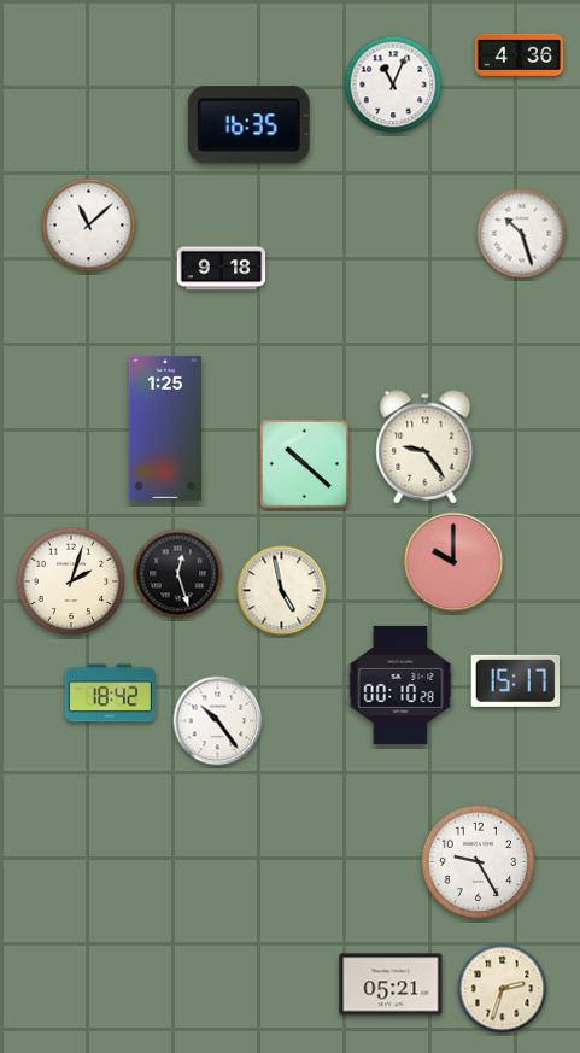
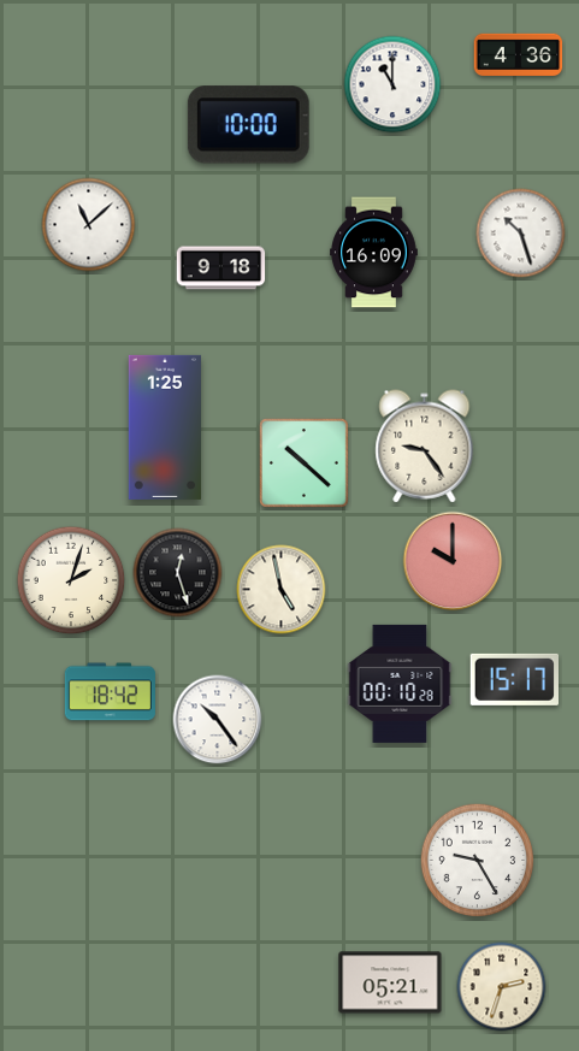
clock at (393, 84): 11:04 -> 11:00
clock at (248, 125): 16:35 -> 10:00
clock at (374, 253): none -> 16:09
